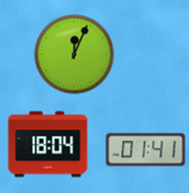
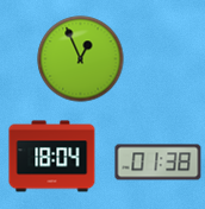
clock at (75, 55): 12:04 -> 12:56
clock at (146, 150): 01:41 -> 01:38
